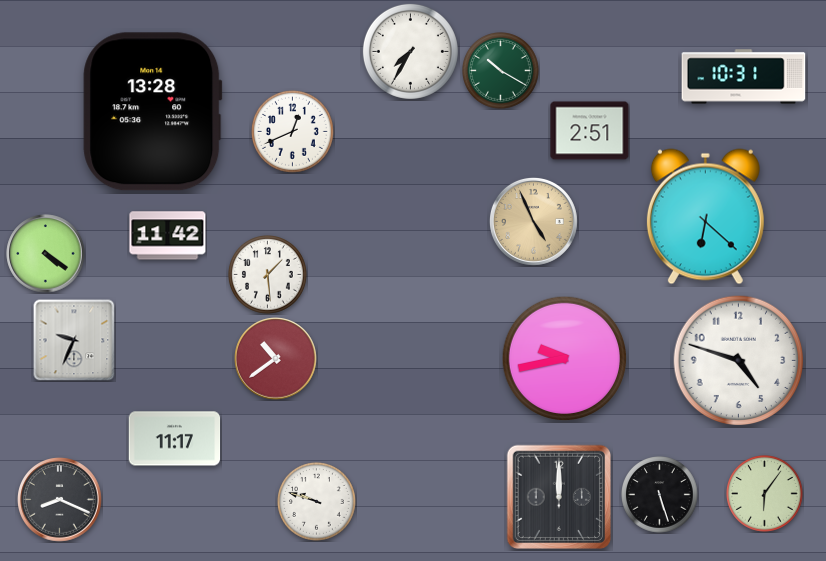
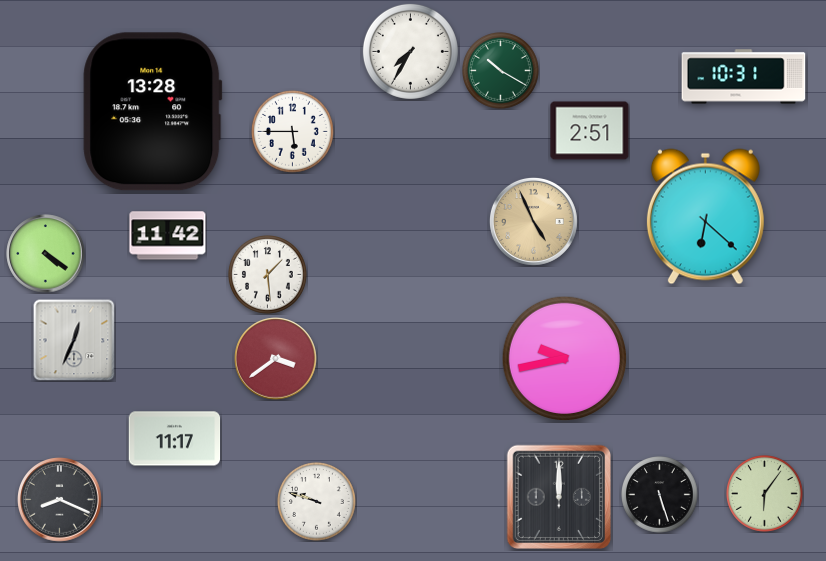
clock at (292, 131): 12:41 -> 5:45
clock at (74, 340): 9:34 -> 12:34
clock at (276, 359): 10:39 -> 3:39
clock at (739, 361): 4:48 -> none
